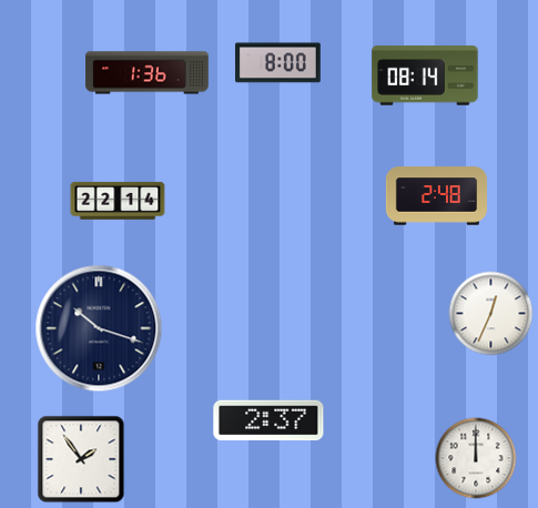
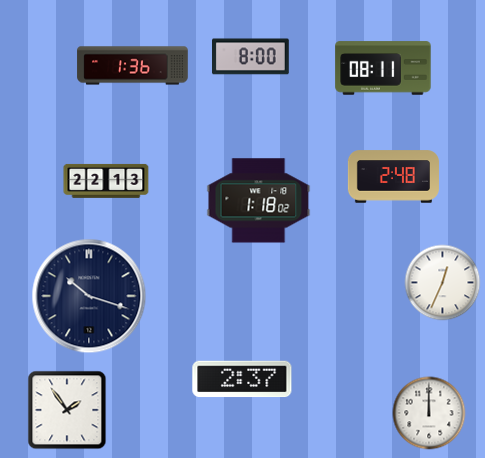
clock at (425, 75): 08:14 -> 08:11
clock at (118, 201): 22:14 -> 22:13
clock at (259, 201): none -> 1:18
clock at (81, 459) position: (81, 459) -> (67, 410)
